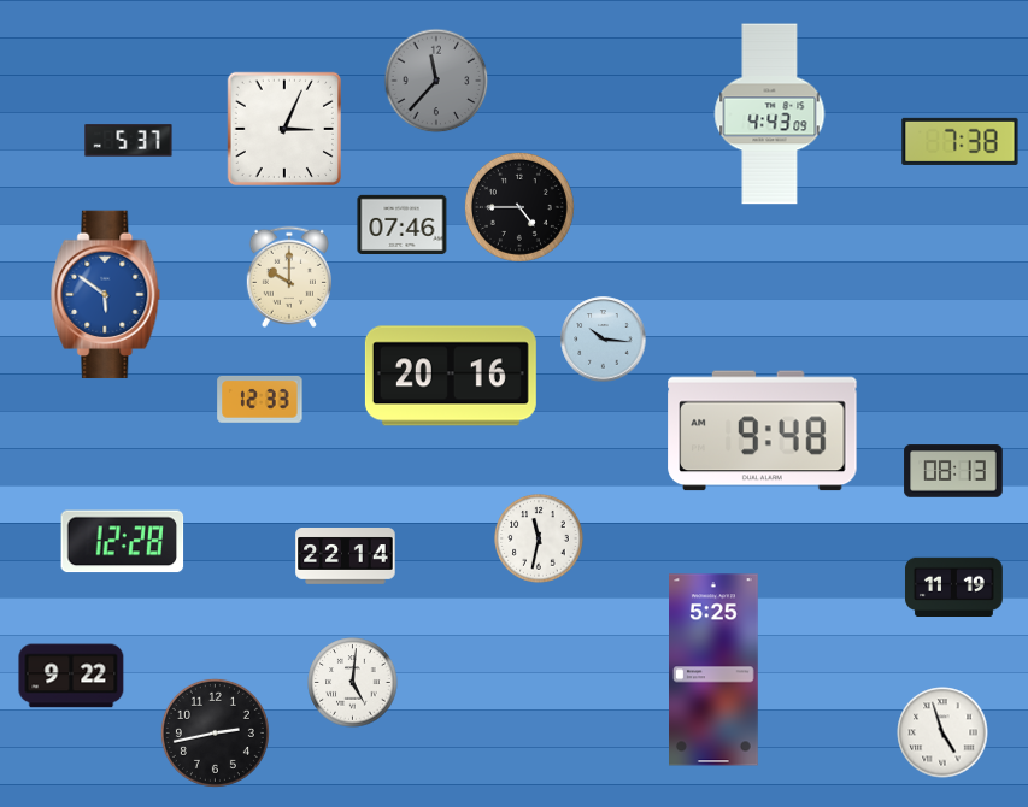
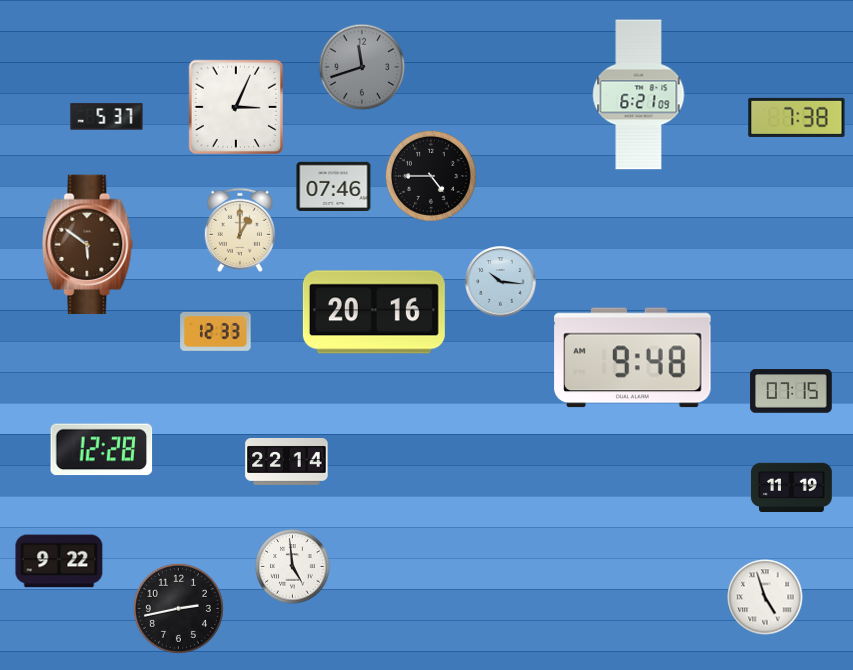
clock at (436, 81): 11:37 -> 11:42
clock at (770, 114): 4:43 -> 6:21
clock at (519, 207) position: (519, 207) -> (431, 176)
clock at (289, 277): 10:00 -> 1:00
clock at (106, 295) dial: blue -> brown
clock at (953, 471): 08:13 -> 07:15
clock at (539, 538): 11:32 -> none
clock at (715, 670): 5:25 -> none
clock at (353, 683): 5:01 -> 4:59
clock at (942, 732) position: (942, 732) -> (765, 597)
